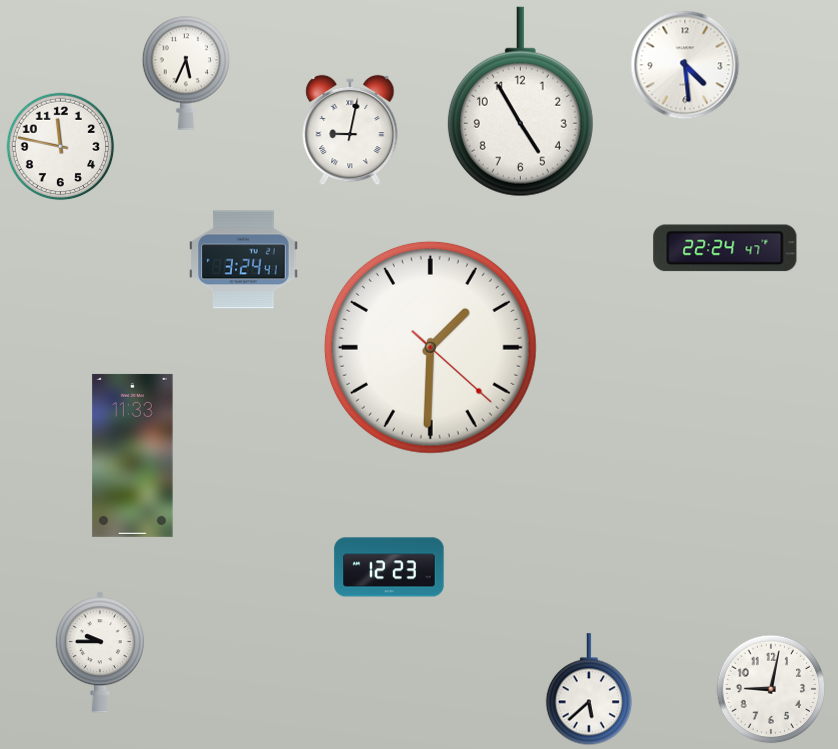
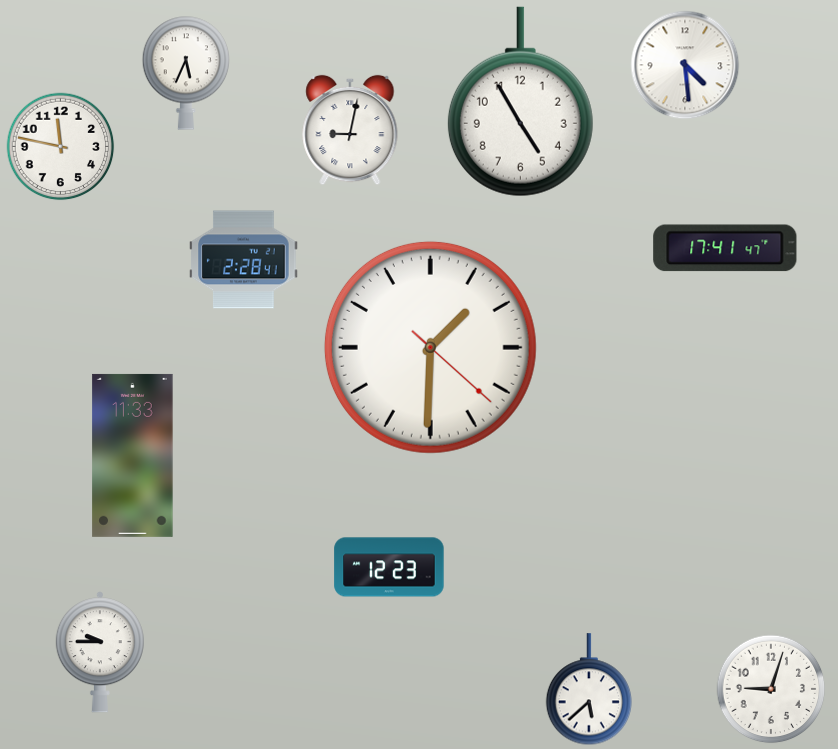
clock at (725, 248): 22:24 -> 17:41
clock at (244, 260): 3:24 -> 2:28
clock at (771, 689): 9:02 -> 9:03
